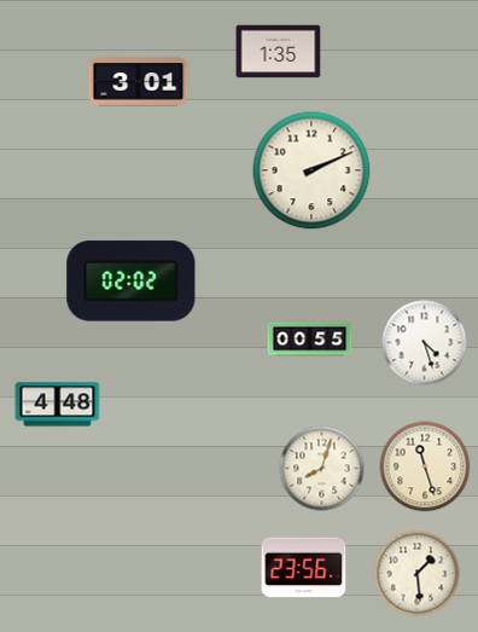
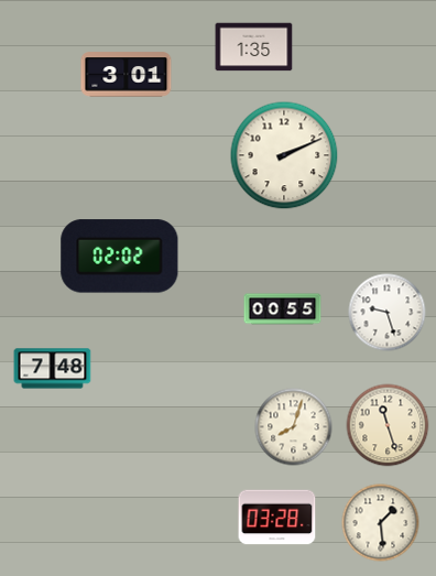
clock at (425, 343): 4:27 -> 9:27
clock at (58, 405): 4:48 -> 7:48
clock at (304, 568): 23:56 -> 03:28
